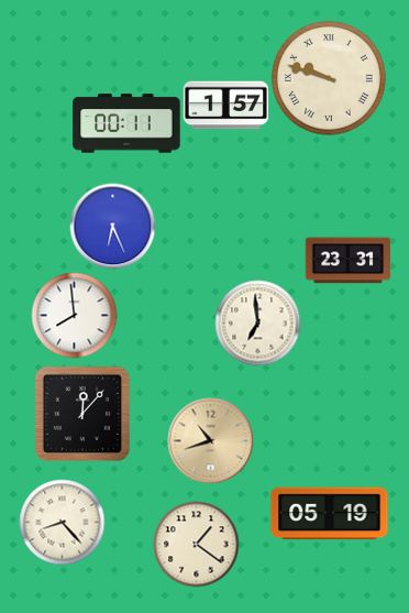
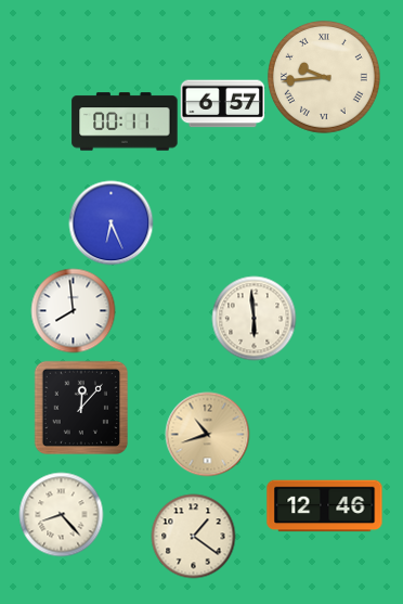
clock at (329, 78): 9:48 -> 9:44
clock at (225, 106): 1:57 -> 6:57
clock at (347, 261): 23:31 -> none
clock at (257, 322): 6:59 -> 5:59
clock at (330, 514): 05:19 -> 12:46
